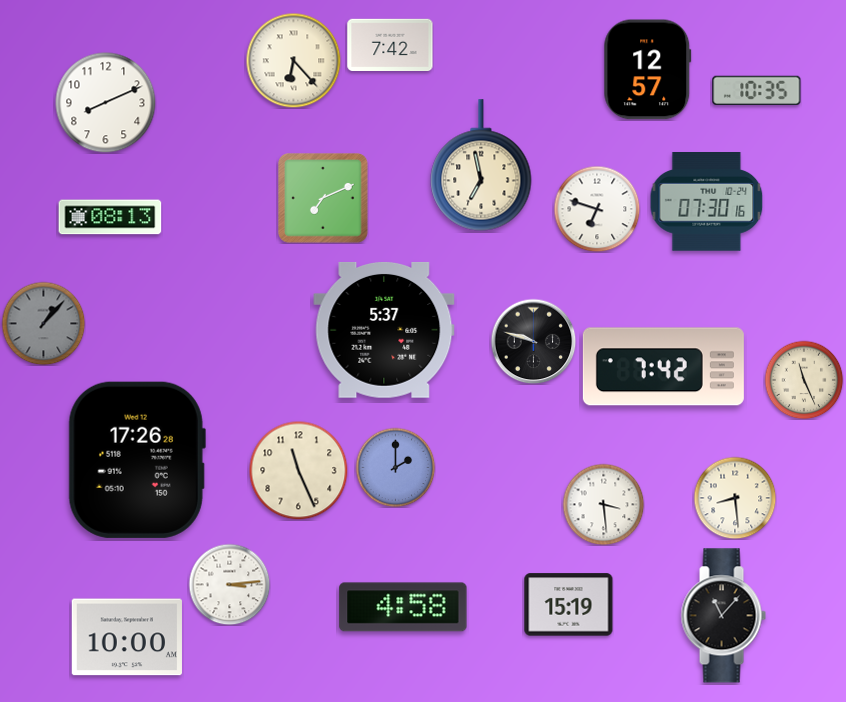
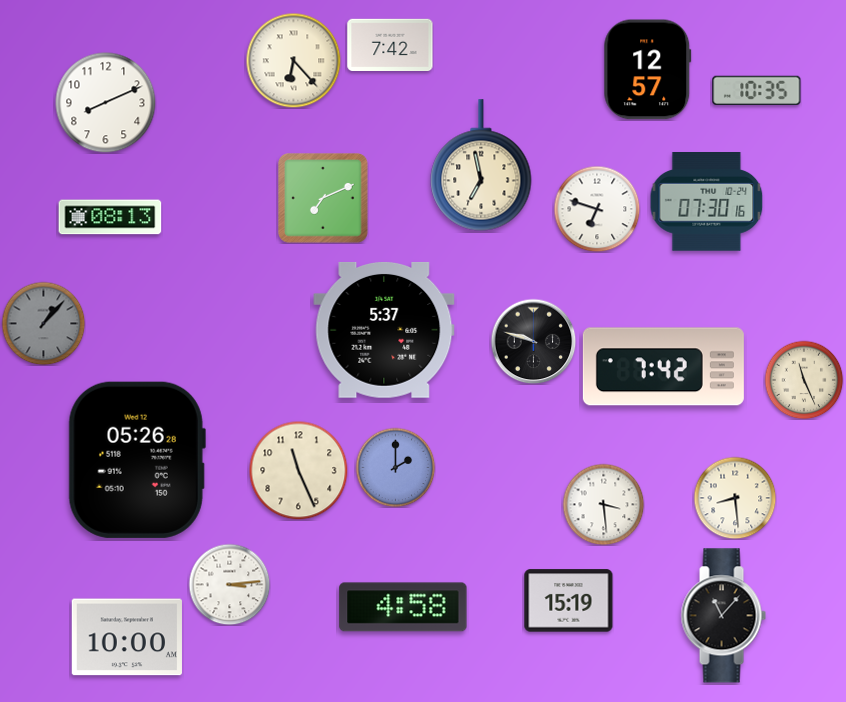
clock at (137, 460): 17:26 -> 05:26
clock at (569, 605) position: (569, 605) -> (569, 601)
